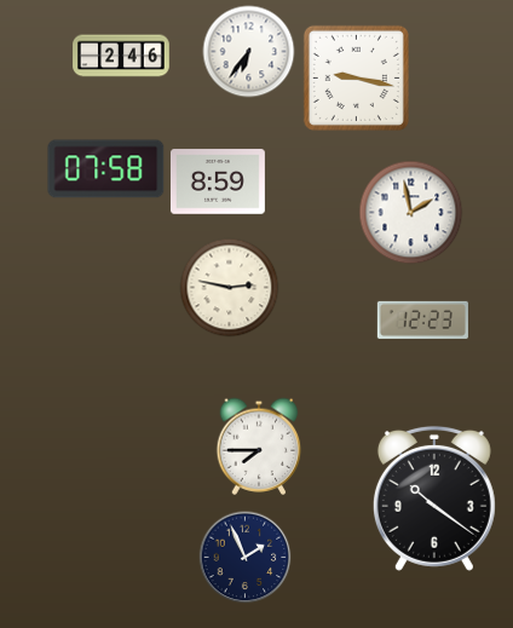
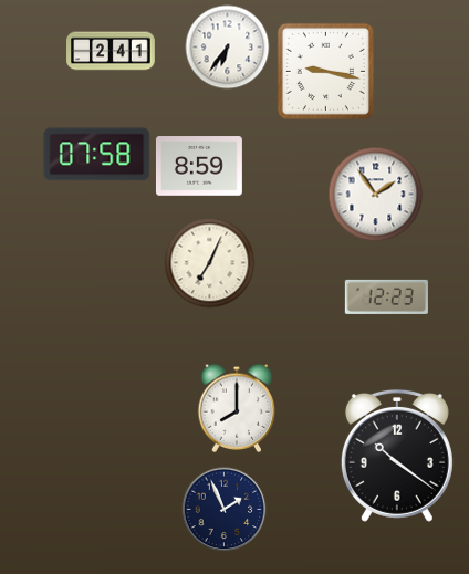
clock at (121, 56): 2:46 -> 2:41
clock at (411, 213): 1:58 -> 1:54
clock at (230, 288): 2:47 -> 7:04
clock at (422, 319) position: (422, 319) -> (386, 296)
clock at (259, 446): 7:45 -> 8:00
